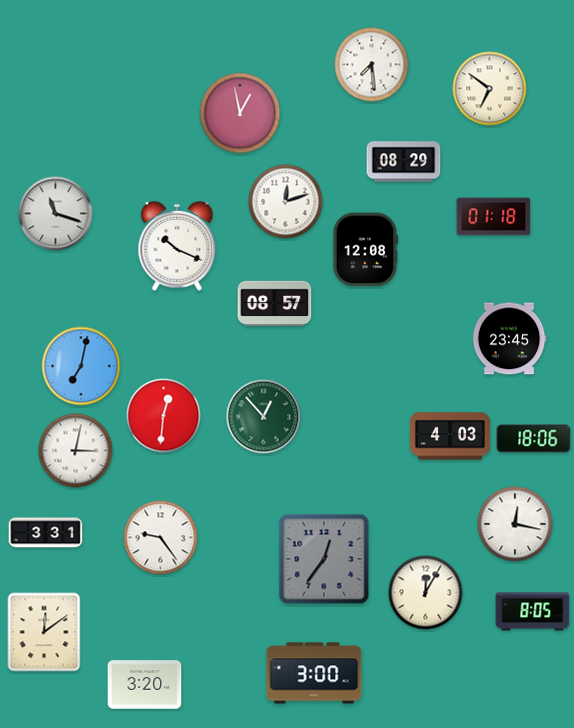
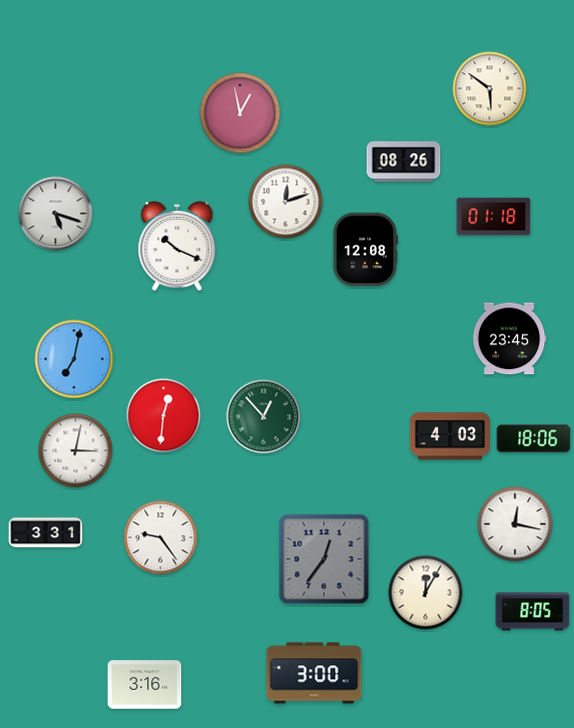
clock at (372, 65): 7:29 -> none
clock at (490, 89): 6:51 -> 5:51
clock at (404, 162): 08:29 -> 08:26
clock at (56, 214): 11:18 -> 5:18
clock at (275, 303): 08:57 -> none
clock at (81, 366) position: (81, 366) -> (74, 359)
clock at (44, 632): 12:09 -> none
clock at (145, 685): 3:20 -> 3:16
